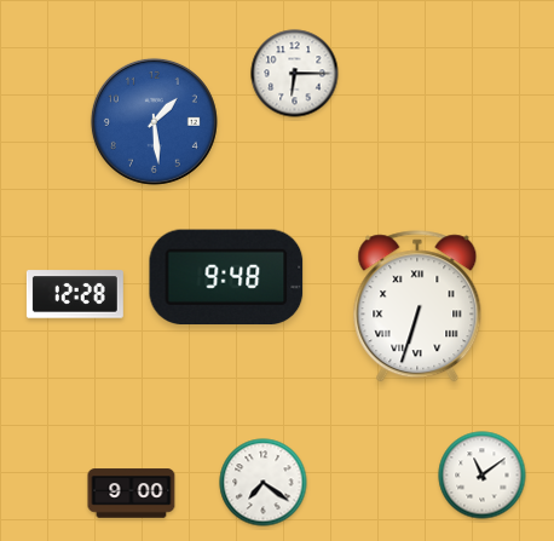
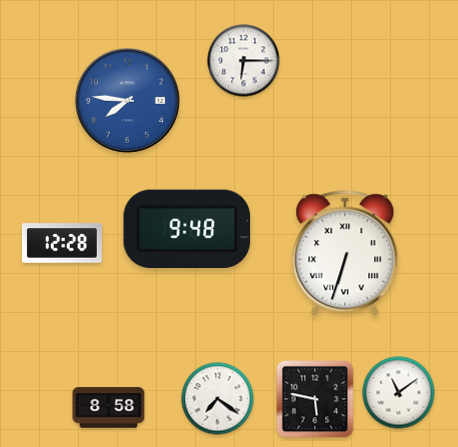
clock at (154, 121): 1:29 -> 7:46
clock at (315, 399): none -> 5:47
clock at (132, 494): 9:00 -> 8:58
